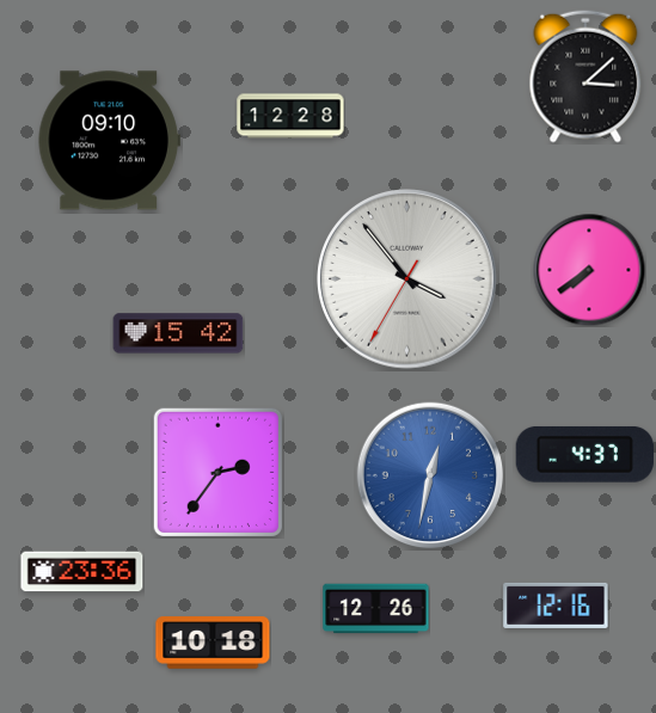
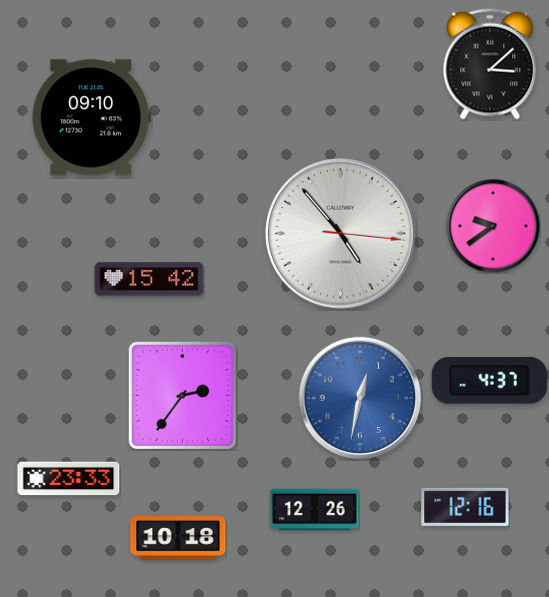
clock at (290, 116): 12:28 -> none
clock at (589, 270): 7:39 -> 9:39
clock at (407, 279): 3:53 -> 4:53
clock at (82, 572): 23:36 -> 23:33
